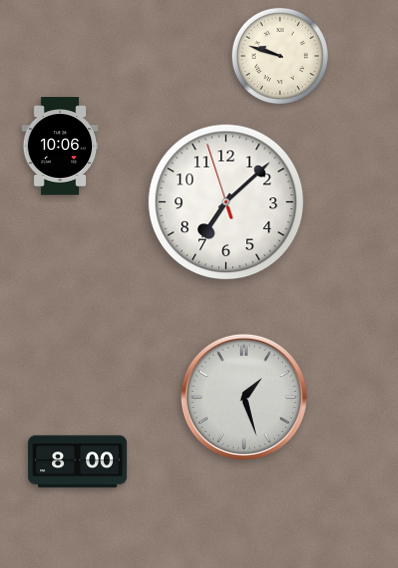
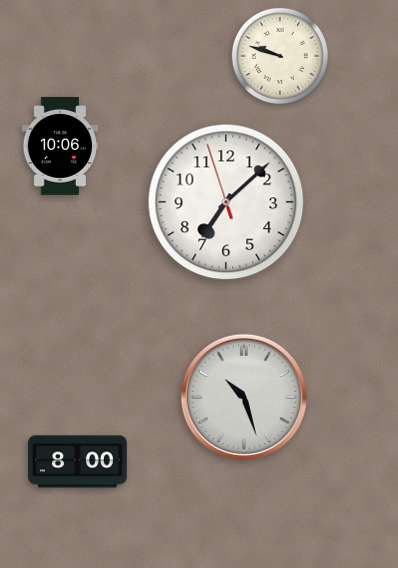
clock at (244, 397): 1:27 -> 10:27
